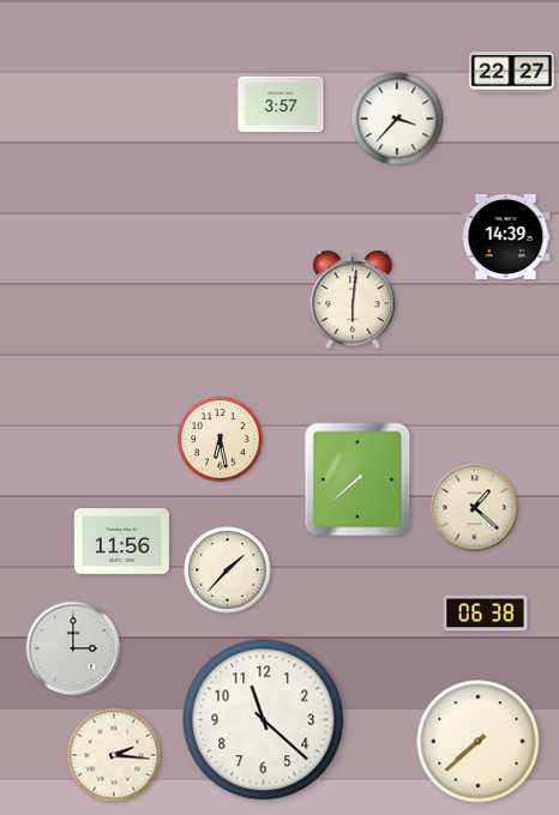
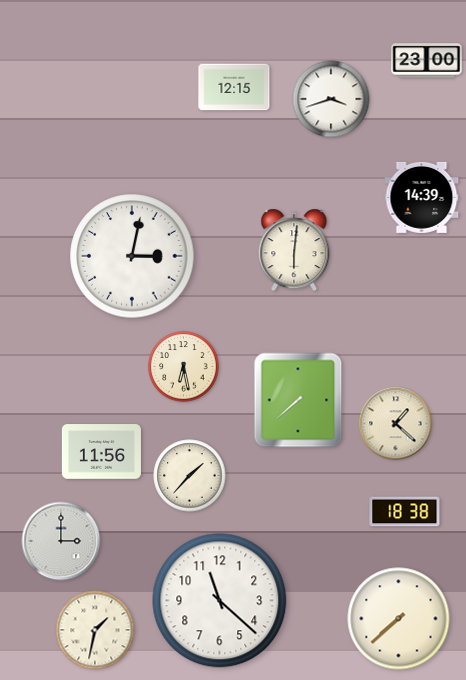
clock at (512, 73): 22:27 -> 23:00
clock at (281, 104): 3:57 -> 12:15
clock at (397, 119): 3:37 -> 3:42
clock at (132, 256): none -> 3:02
clock at (486, 614): 06:38 -> 18:38
clock at (114, 755): 2:16 -> 1:32
